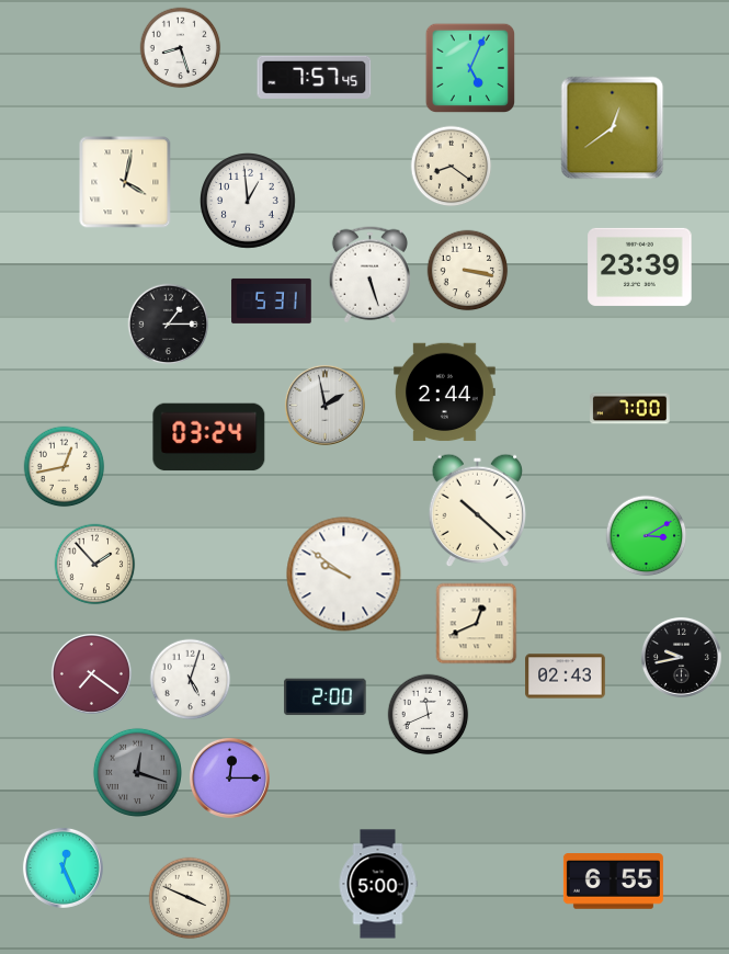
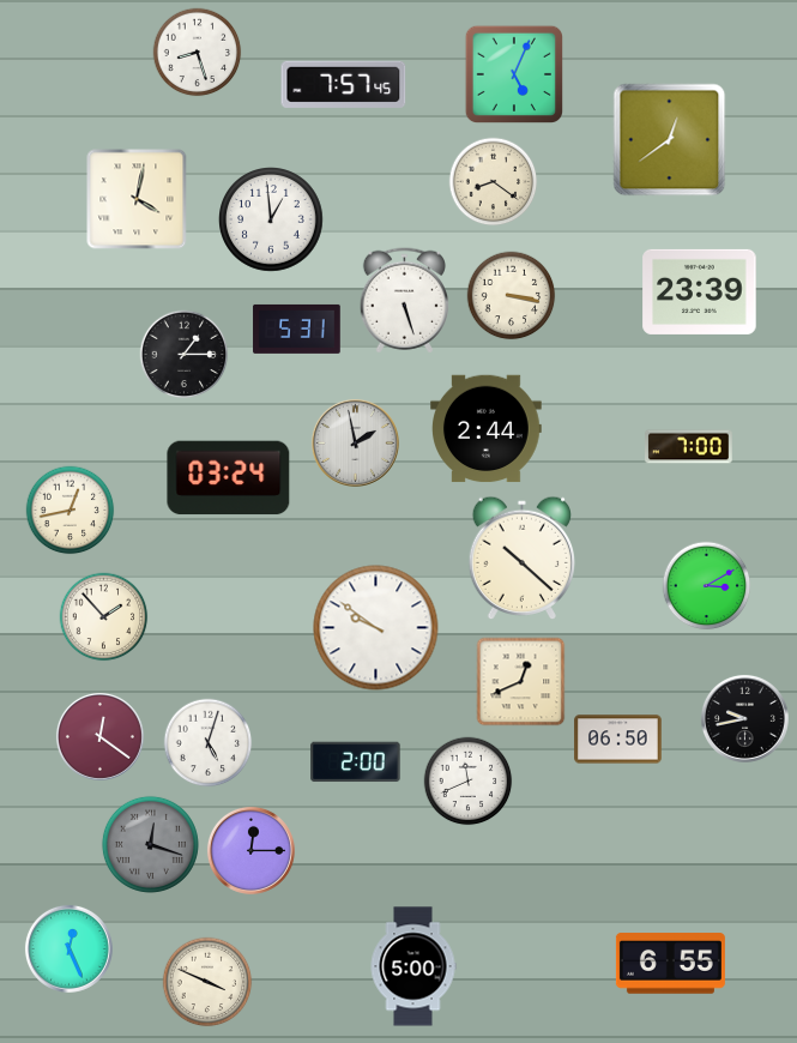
clock at (91, 673): 7:21 -> 12:21
clock at (566, 677): 02:43 -> 06:50
